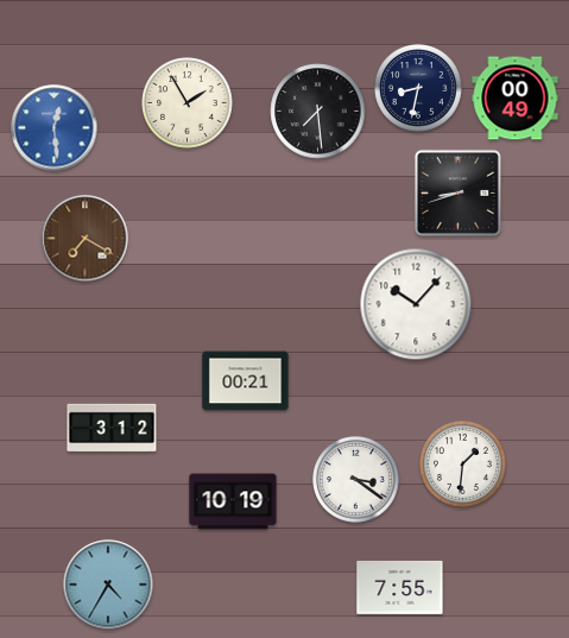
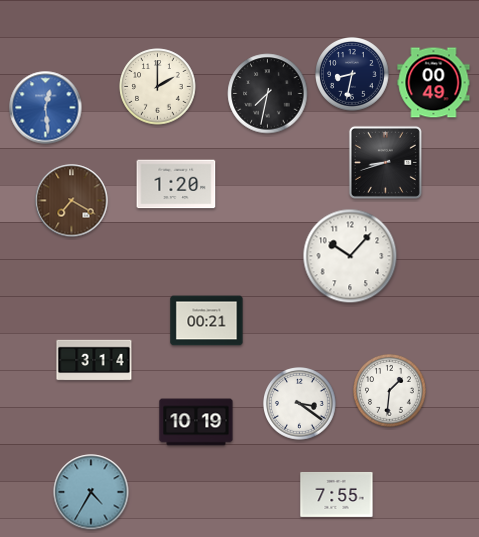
clock at (188, 103): 1:55 -> 2:00
clock at (318, 112): 7:29 -> 7:32
clock at (176, 184): none -> 1:20
clock at (112, 428): 3:12 -> 3:14
